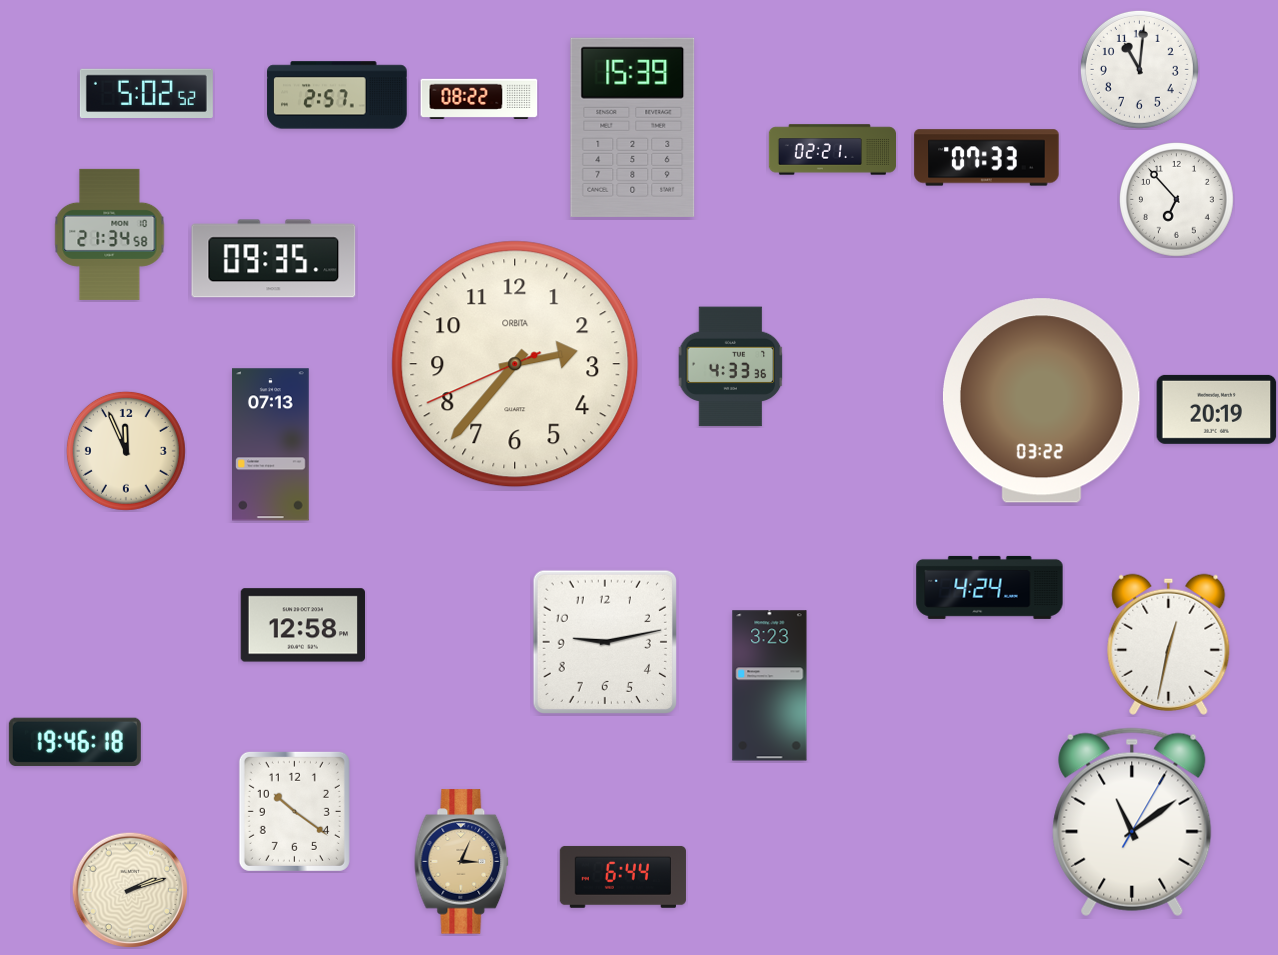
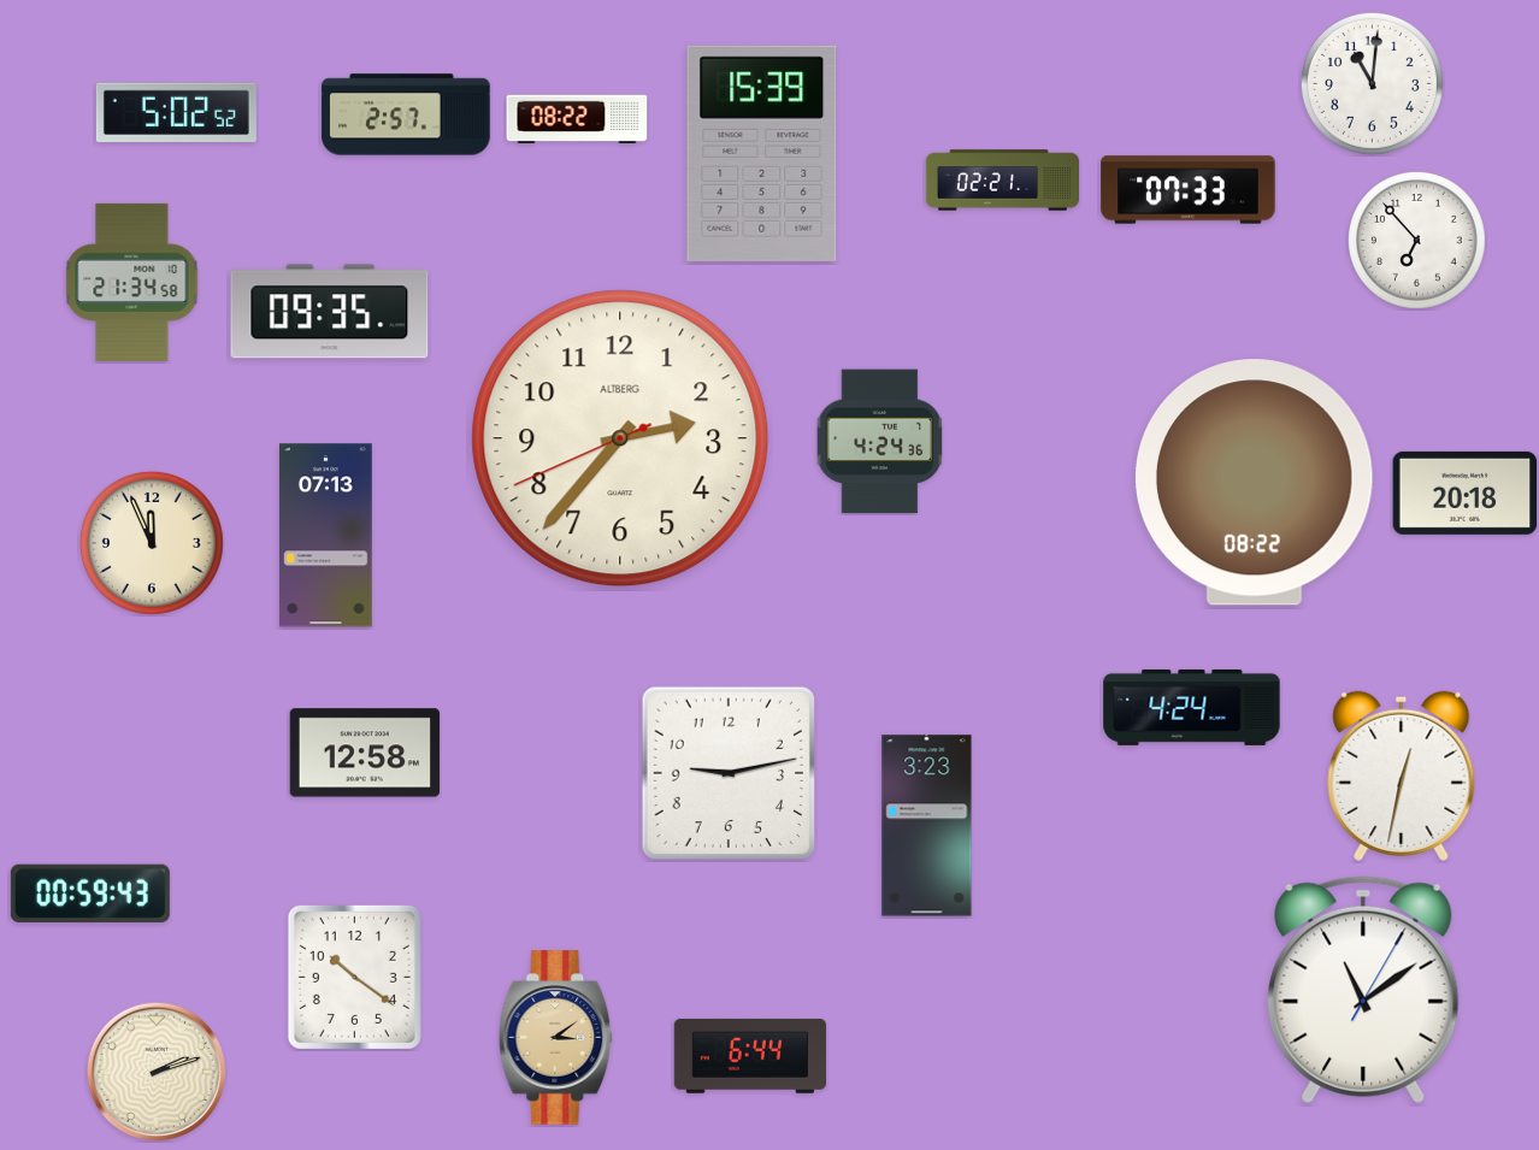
clock at (515, 364) brand: ORBITA -> ALTBERG
clock at (731, 367): 4:33 -> 4:24
clock at (1042, 401): 03:22 -> 08:22
clock at (1217, 409): 20:19 -> 20:18
clock at (1169, 644) position: (1169, 644) -> (1402, 775)
clock at (75, 742): 19:46 -> 00:59
clock at (462, 862): 3:04 -> 3:09
